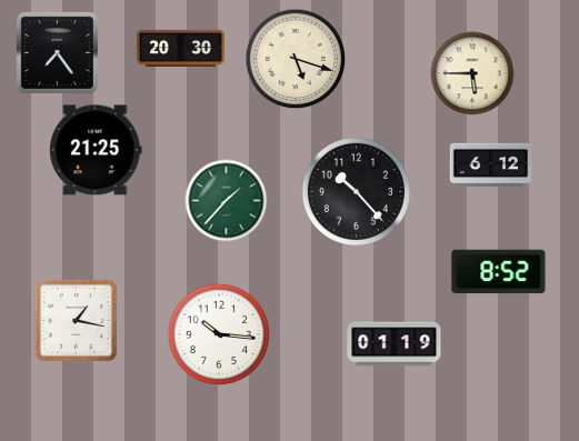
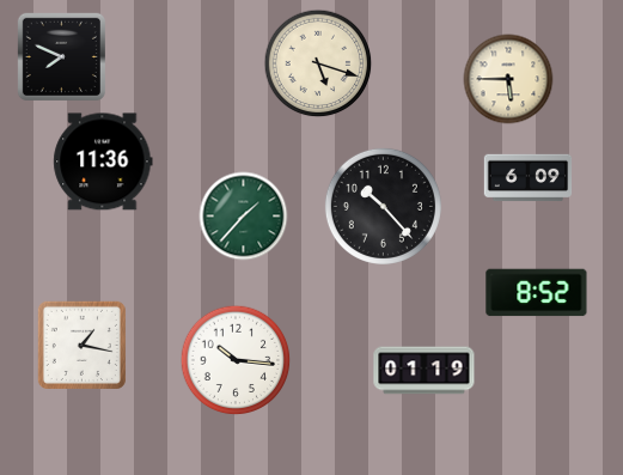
clock at (181, 48): 20:30 -> none
clock at (57, 52): 7:24 -> 7:49
clock at (96, 150): 21:25 -> 11:36
clock at (491, 166): 6:12 -> 6:09
